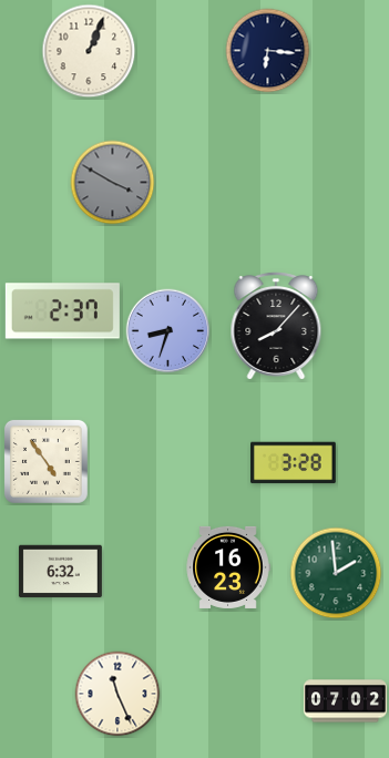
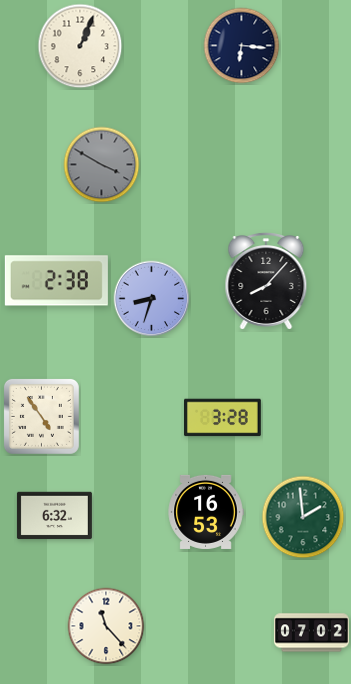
clock at (62, 311): 2:37 -> 2:38
clock at (276, 326) position: (276, 326) -> (266, 281)
clock at (294, 463) position: (294, 463) -> (223, 418)
clock at (228, 567): 16:23 -> 16:53
clock at (117, 694): 11:26 -> 11:23
